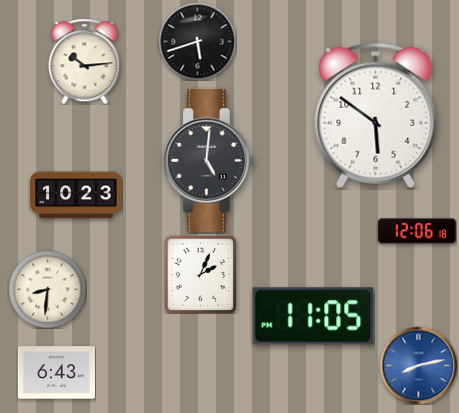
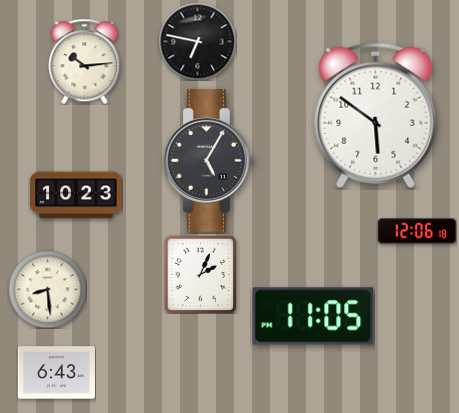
clock at (197, 41): 5:42 -> 6:47
clock at (209, 161): 5:01 -> 5:05
clock at (47, 289): 8:31 -> 8:29
clock at (418, 365): 8:13 -> none
